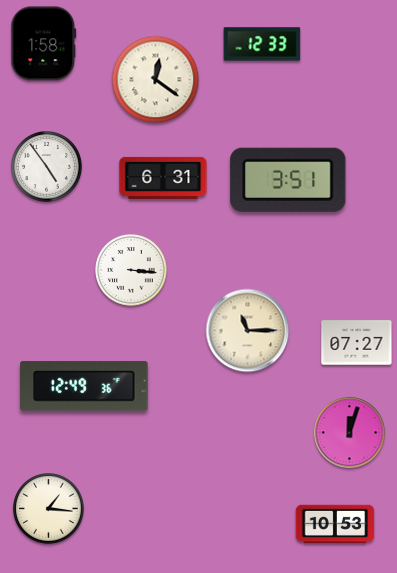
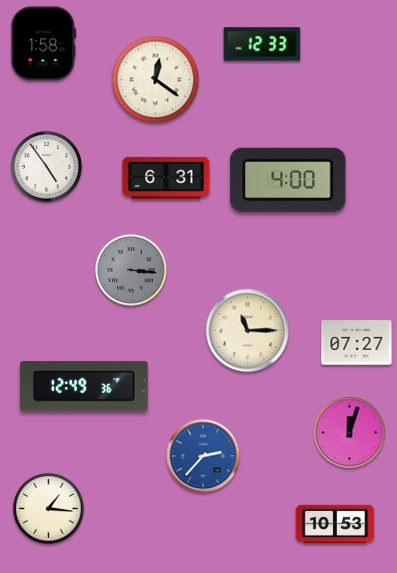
clock at (163, 178) position: (163, 178) -> (166, 178)
clock at (288, 180): 3:51 -> 4:00
clock at (131, 270) dial: white -> grey
clock at (203, 456): none -> 2:37
